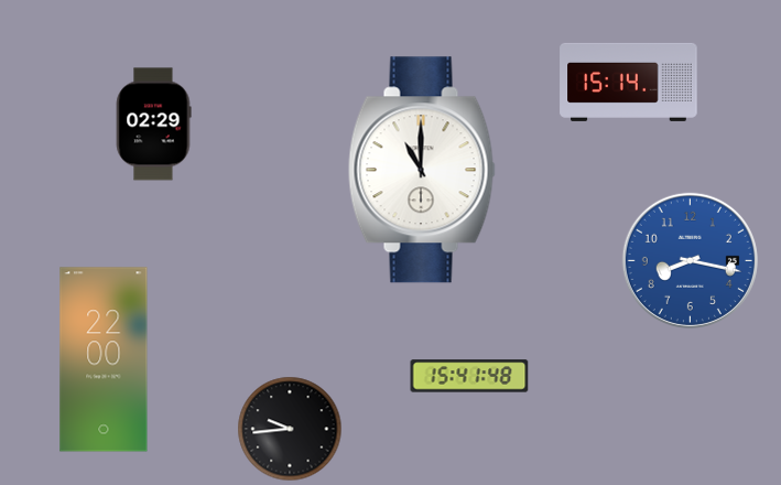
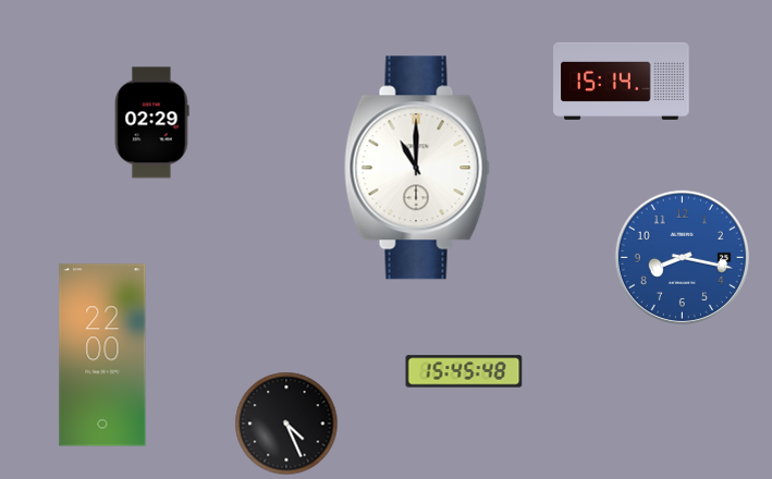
clock at (469, 376): 15:41 -> 15:45
clock at (290, 429): 9:44 -> 4:26
